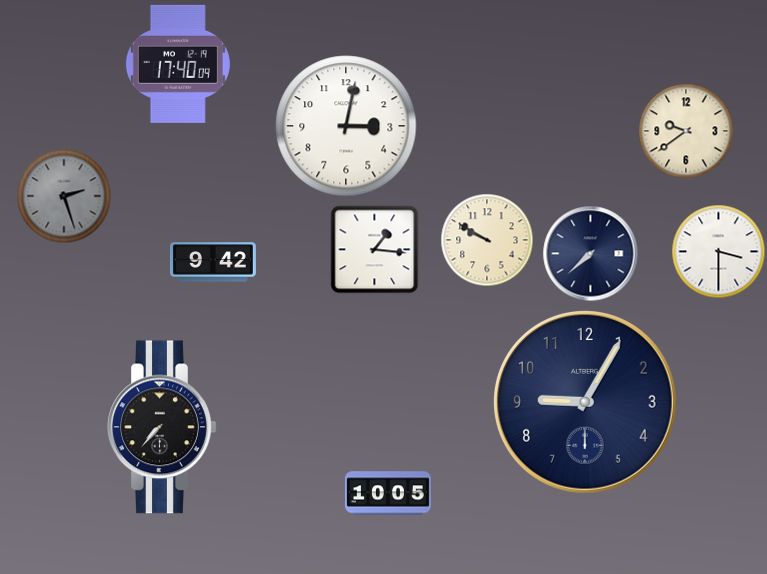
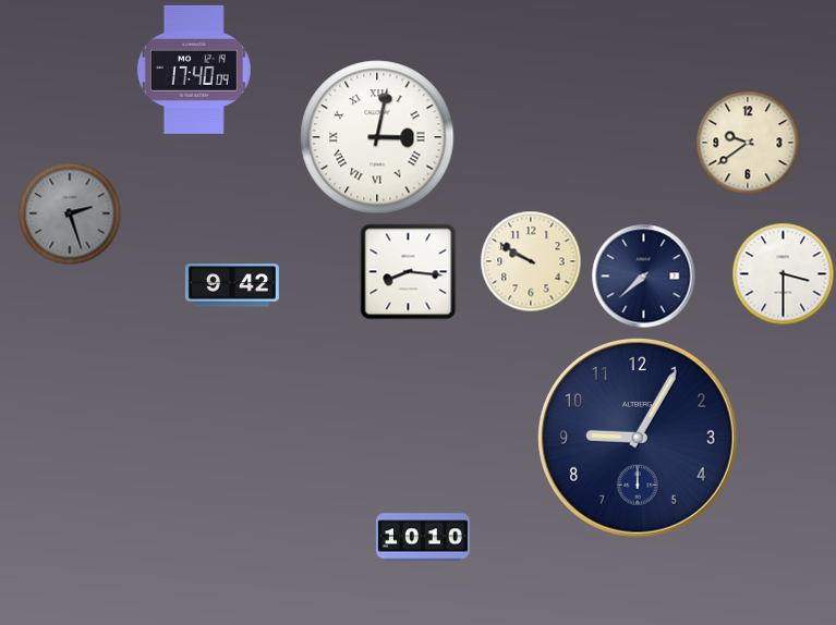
clock at (346, 126) numerals: Arabic -> Roman
clock at (375, 250): 1:16 -> 8:16
clock at (162, 427): 7:37 -> none
clock at (388, 493): 10:05 -> 10:10
